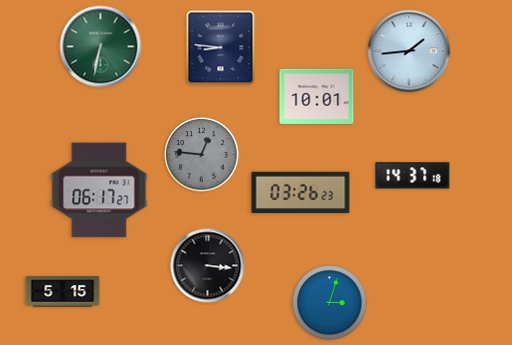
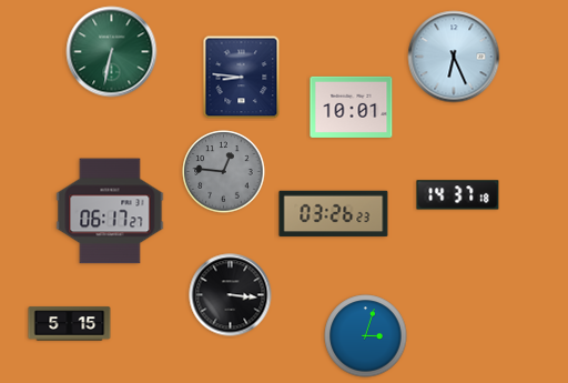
clock at (221, 48) position: (221, 48) -> (242, 78)
clock at (409, 51): 1:44 -> 6:26
